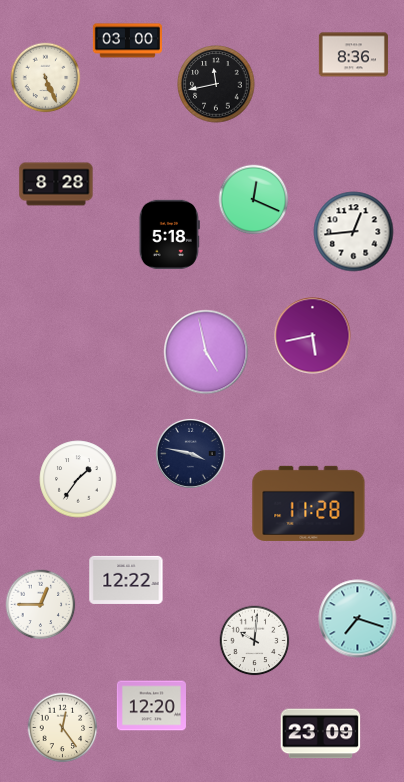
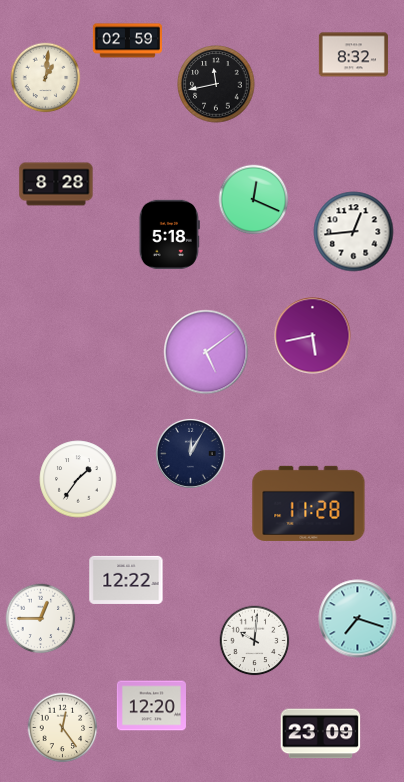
clock at (127, 41): 03:00 -> 02:59
clock at (353, 55): 8:36 -> 8:32
clock at (46, 78): 5:26 -> 1:01
clock at (206, 352): 4:58 -> 5:09
clock at (190, 453): 3:47 -> 12:05
clock at (41, 605) position: (41, 605) -> (41, 619)
